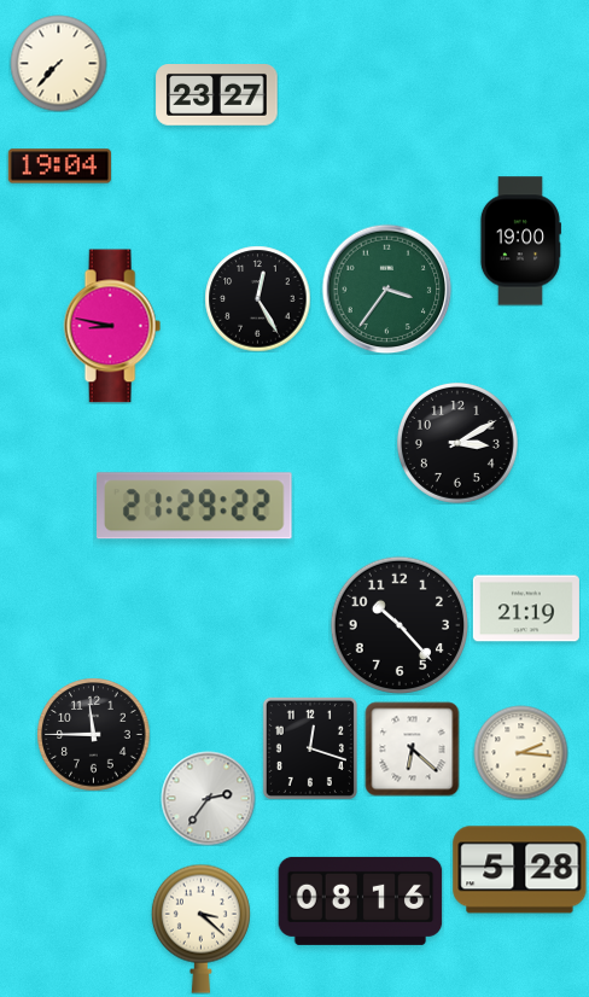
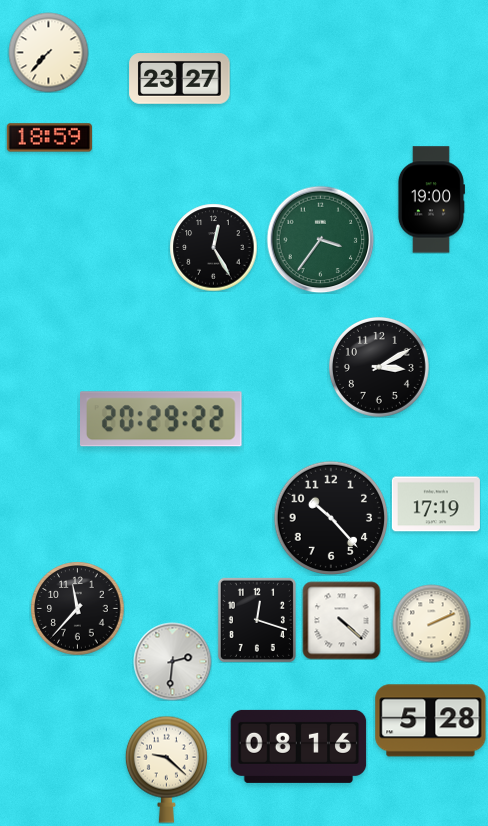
clock at (59, 167): 19:04 -> 18:59
clock at (112, 326): 8:47 -> none
clock at (196, 506): 21:29 -> 20:29
clock at (526, 608): 21:19 -> 17:19
clock at (93, 734): 11:45 -> 11:37
clock at (412, 748): 6:22 -> 4:22
clock at (520, 752): 2:16 -> 2:11
clock at (208, 798): 2:36 -> 2:31
clock at (200, 928): 3:22 -> 9:22
